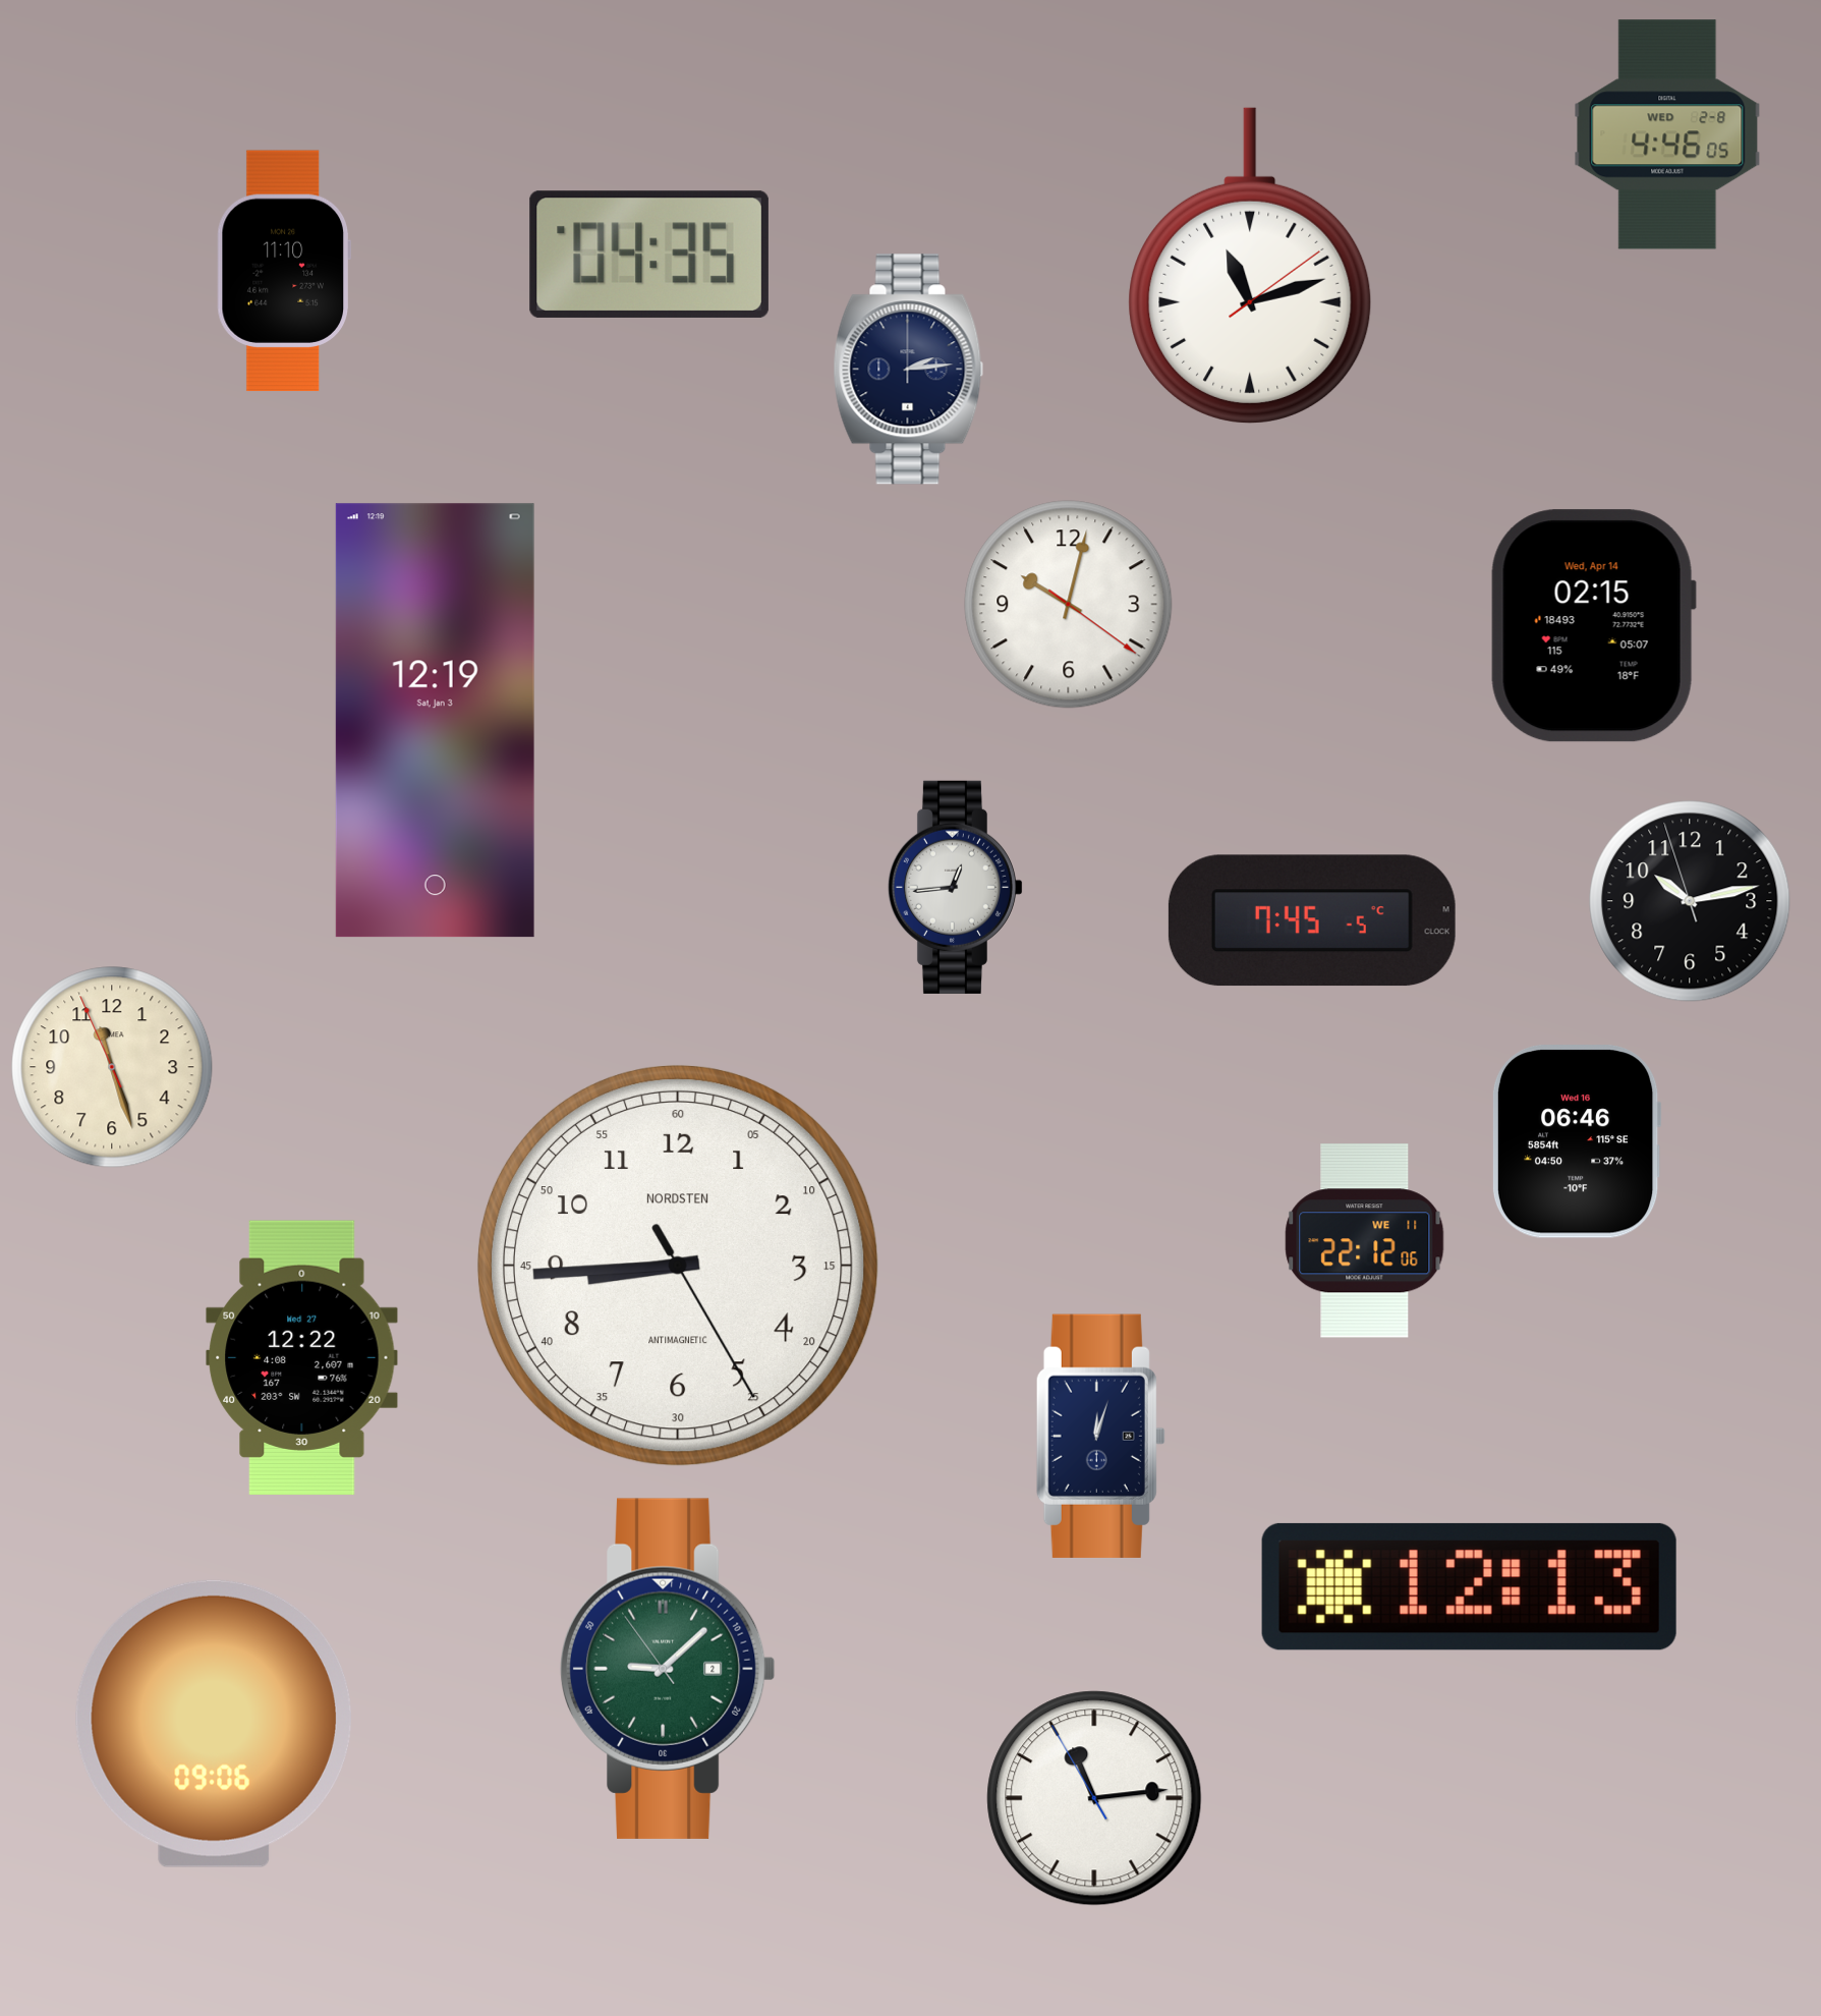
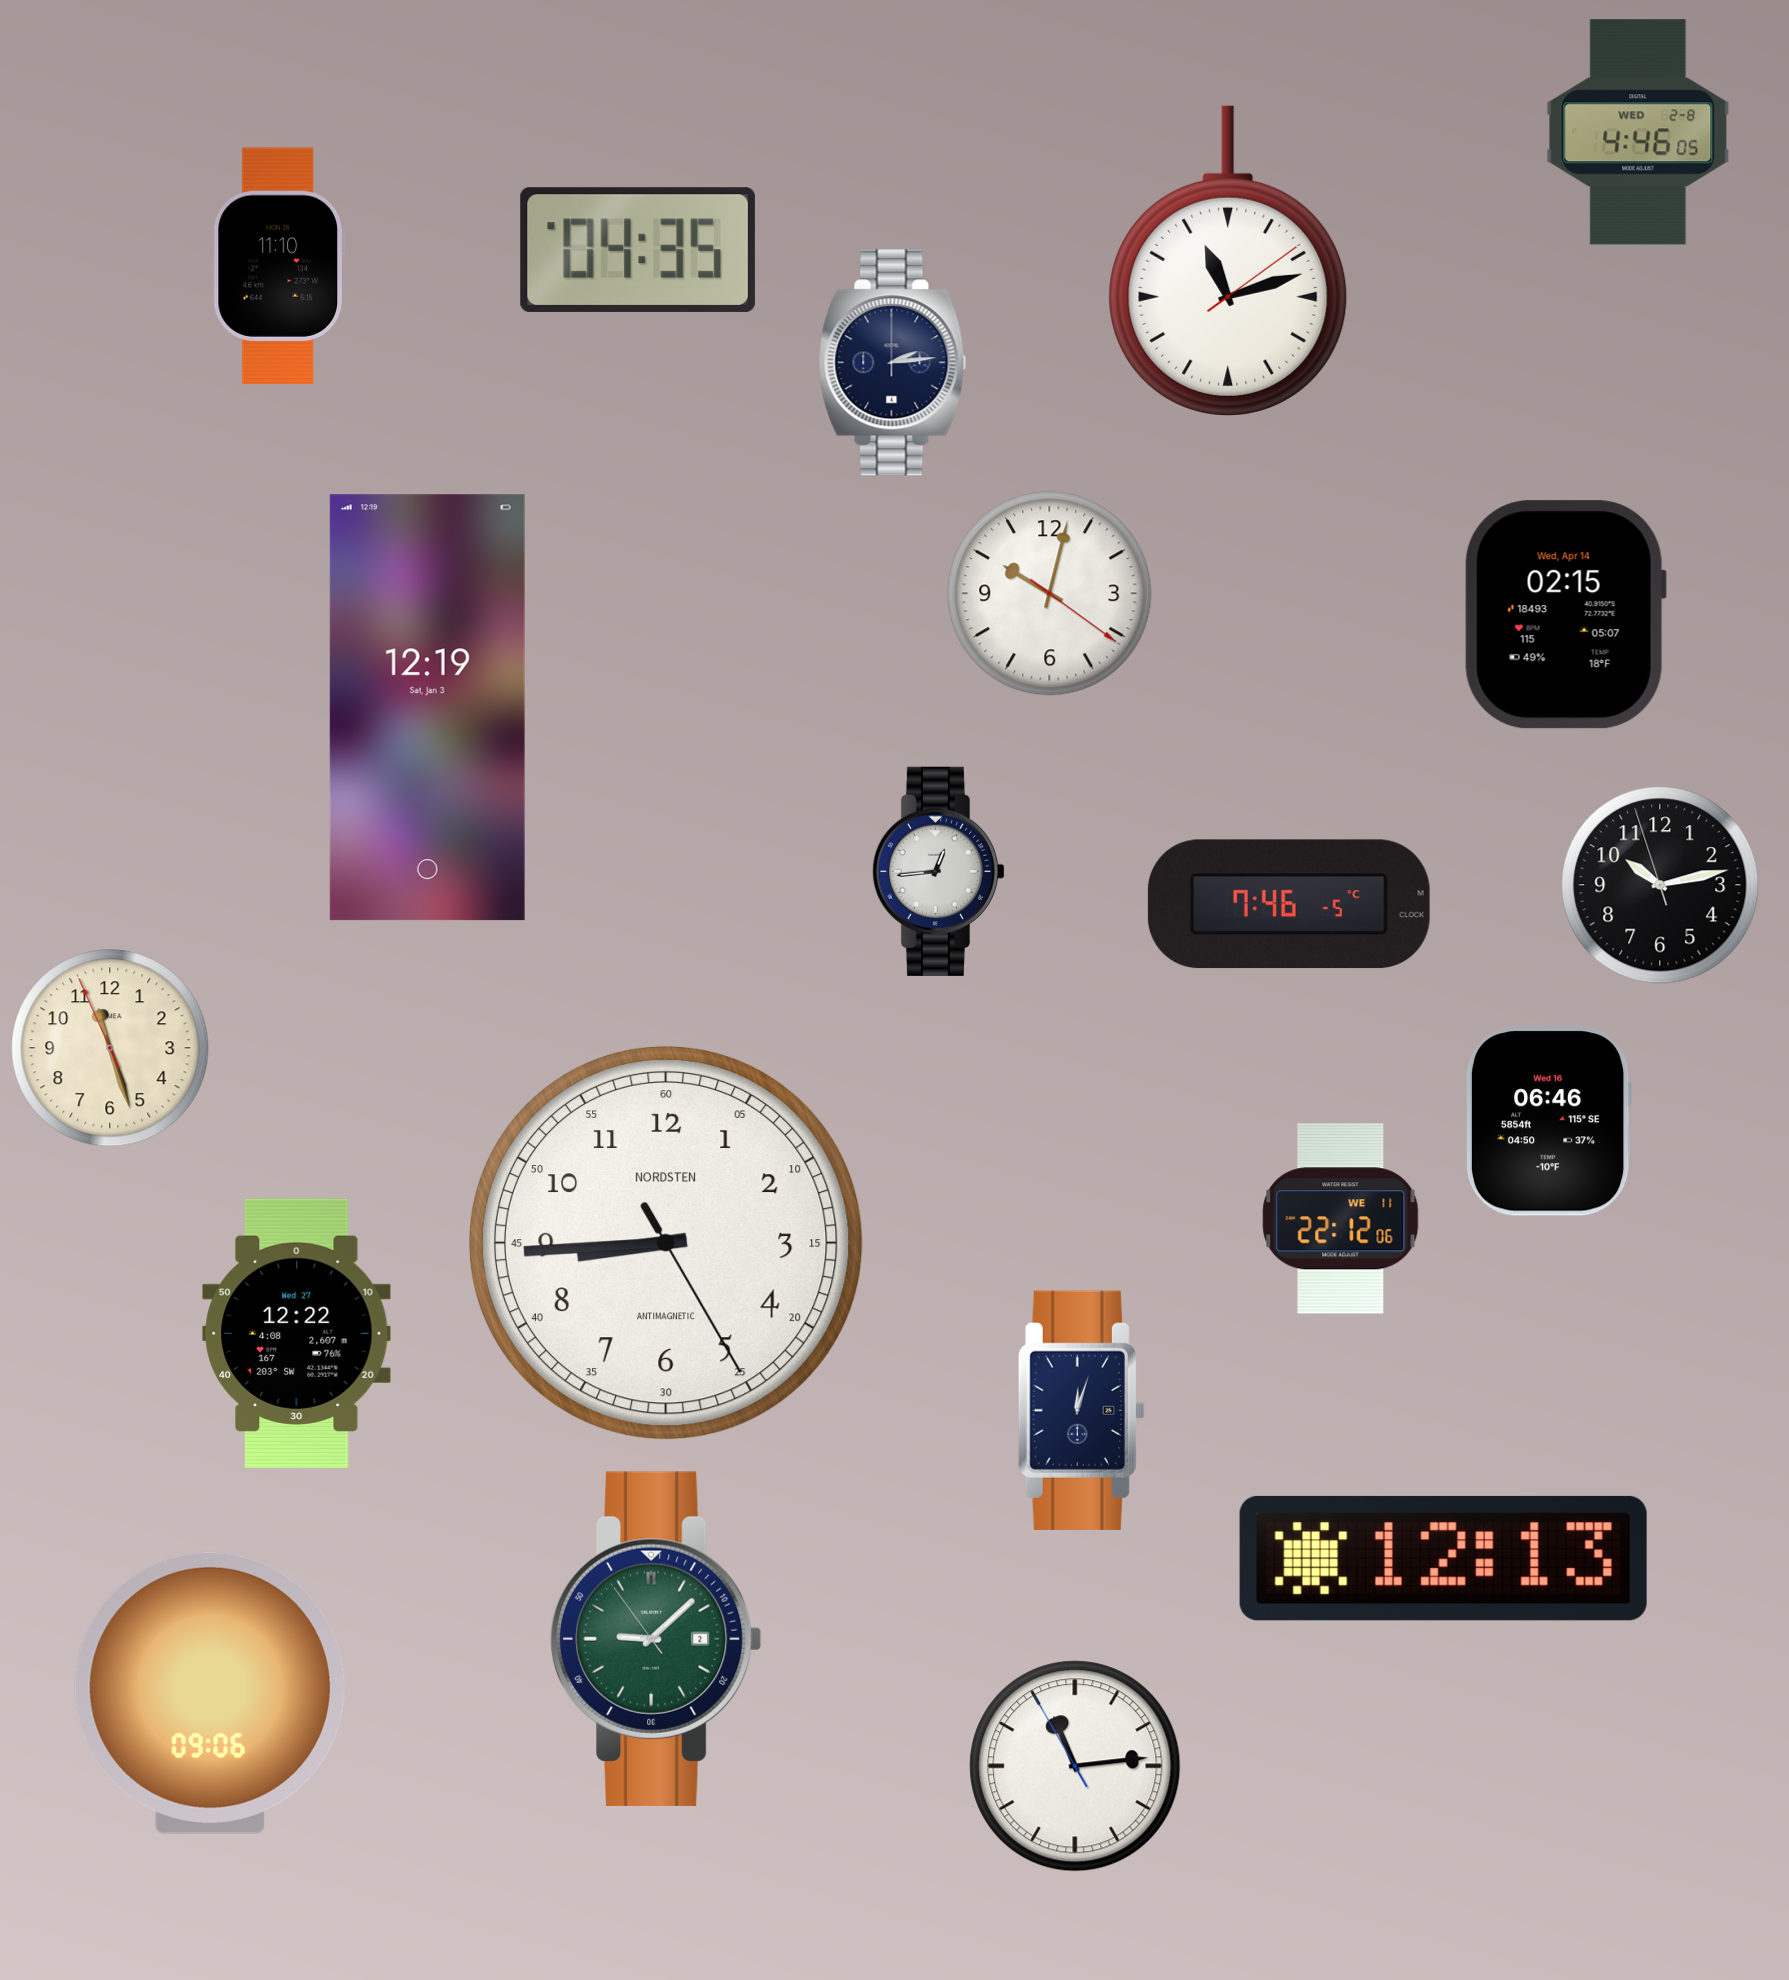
clock at (1312, 920): 7:45 -> 7:46
